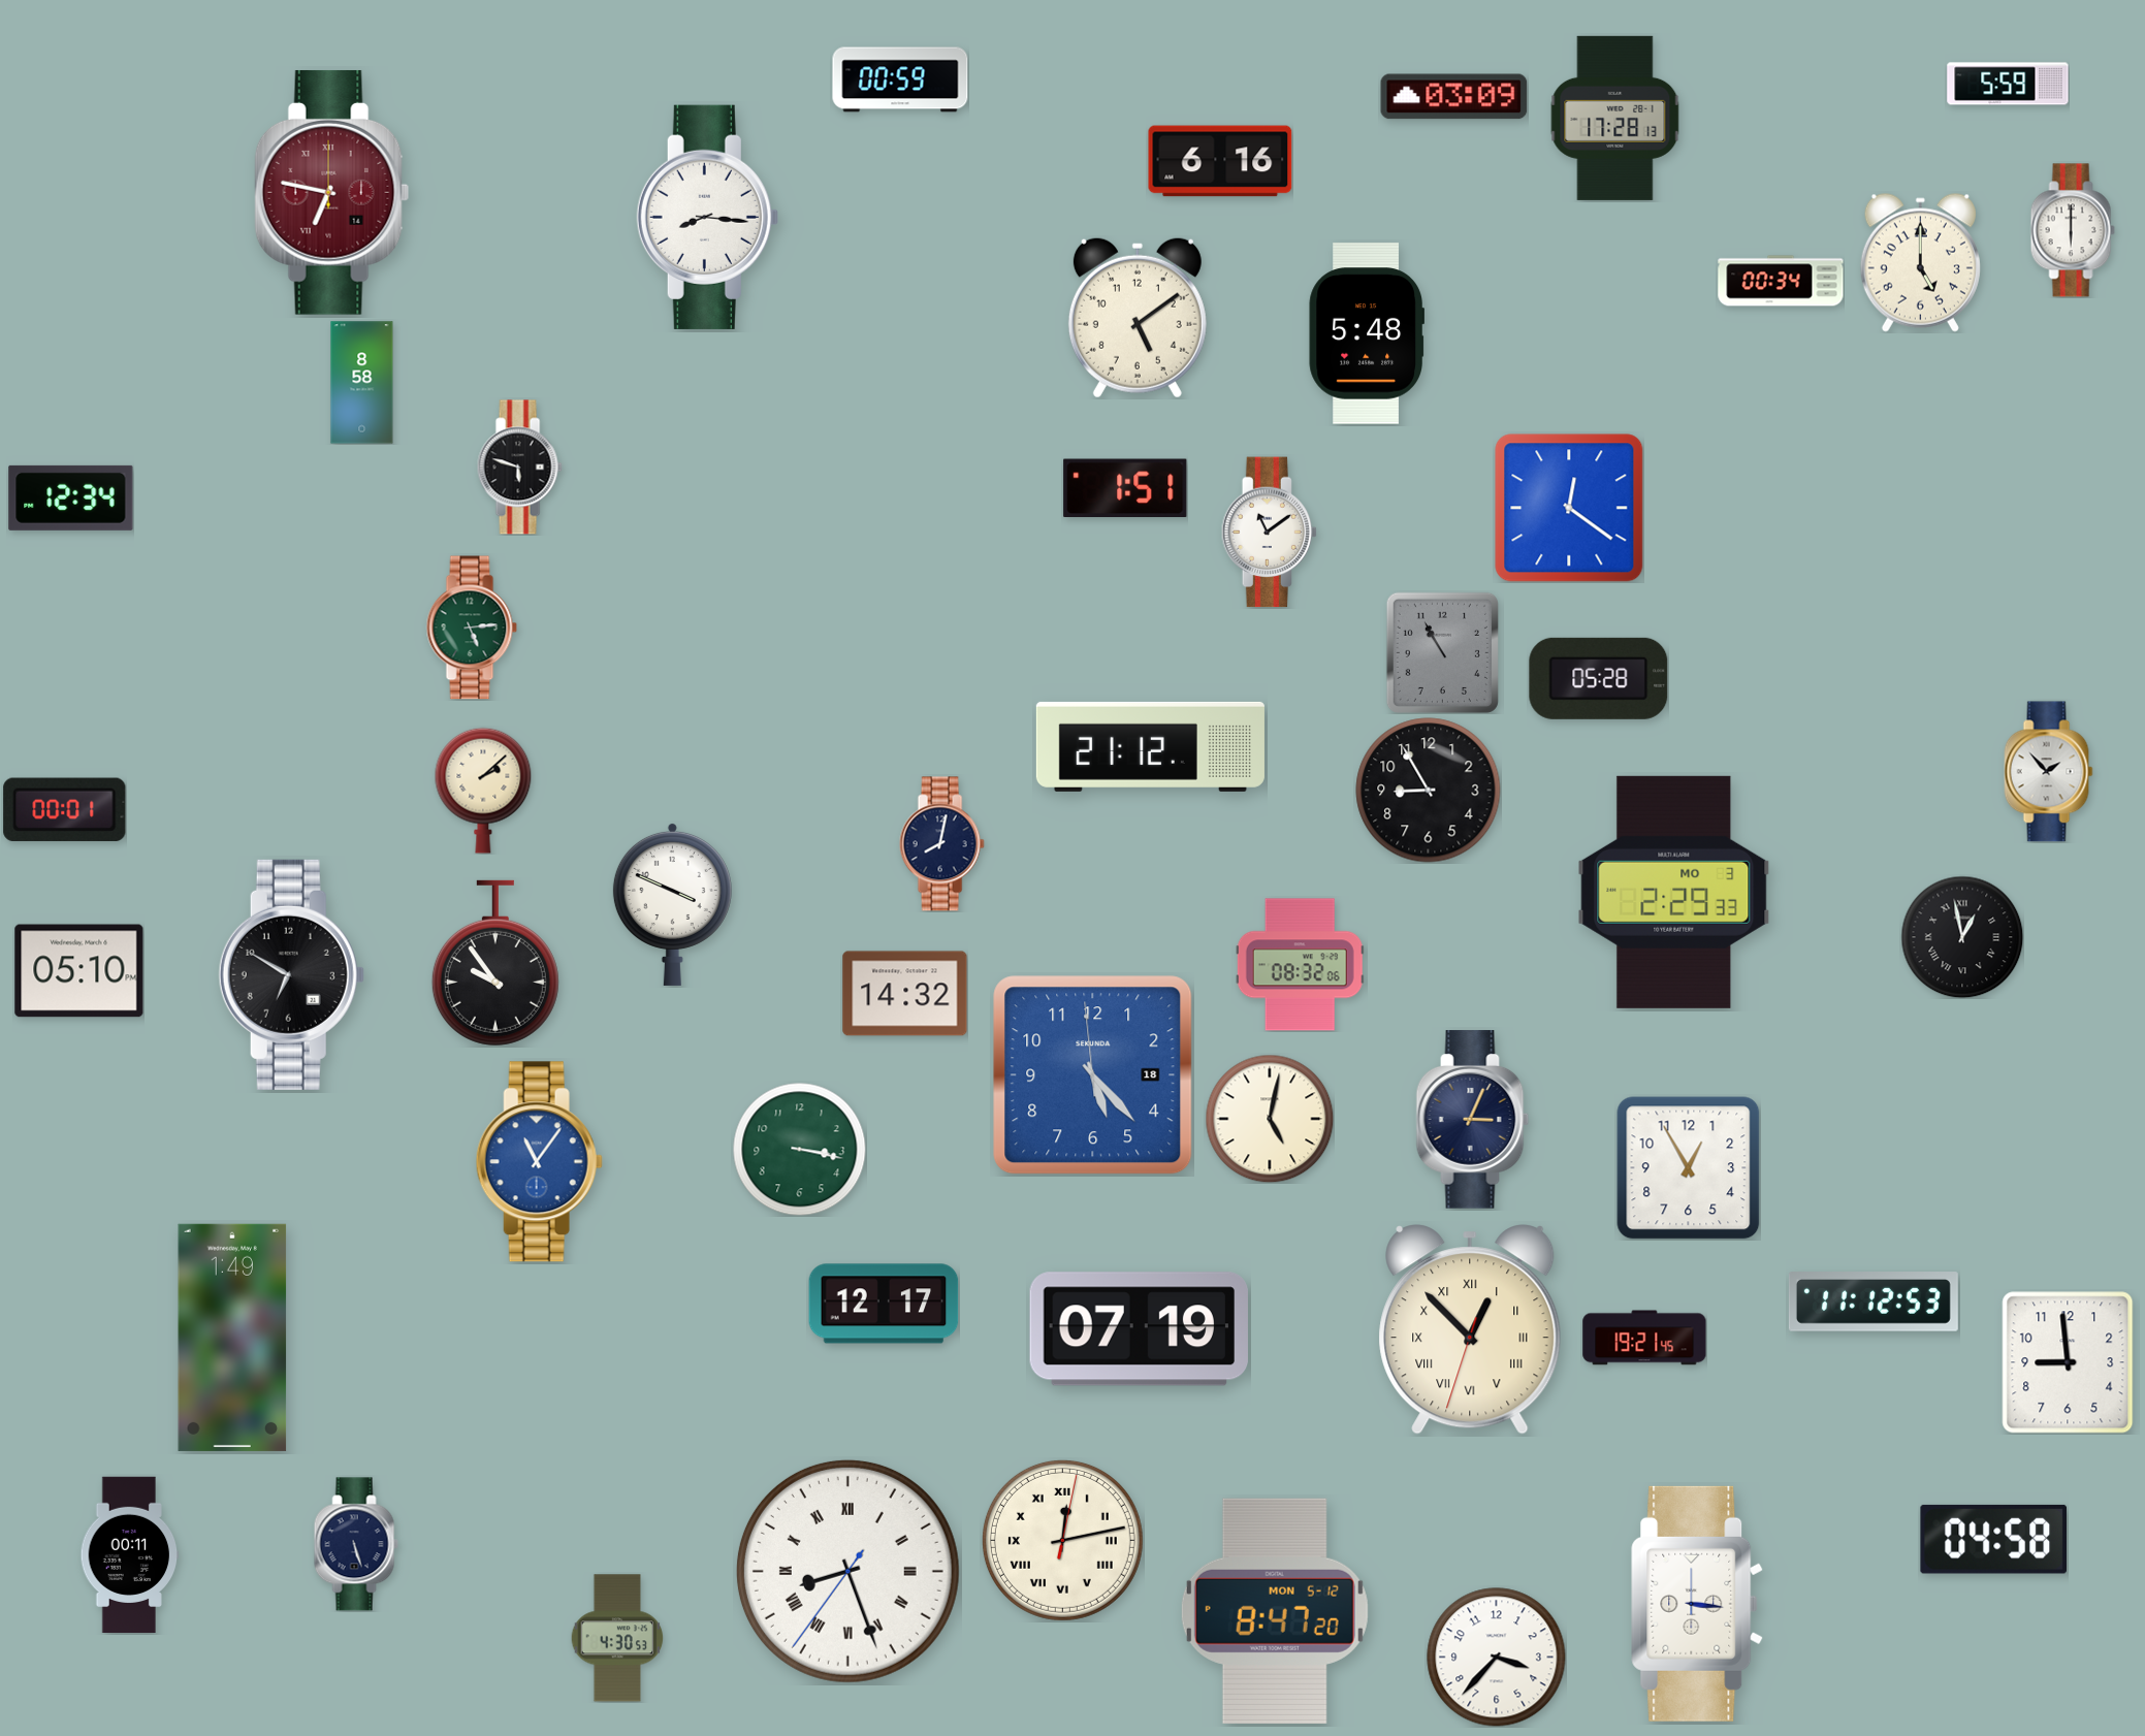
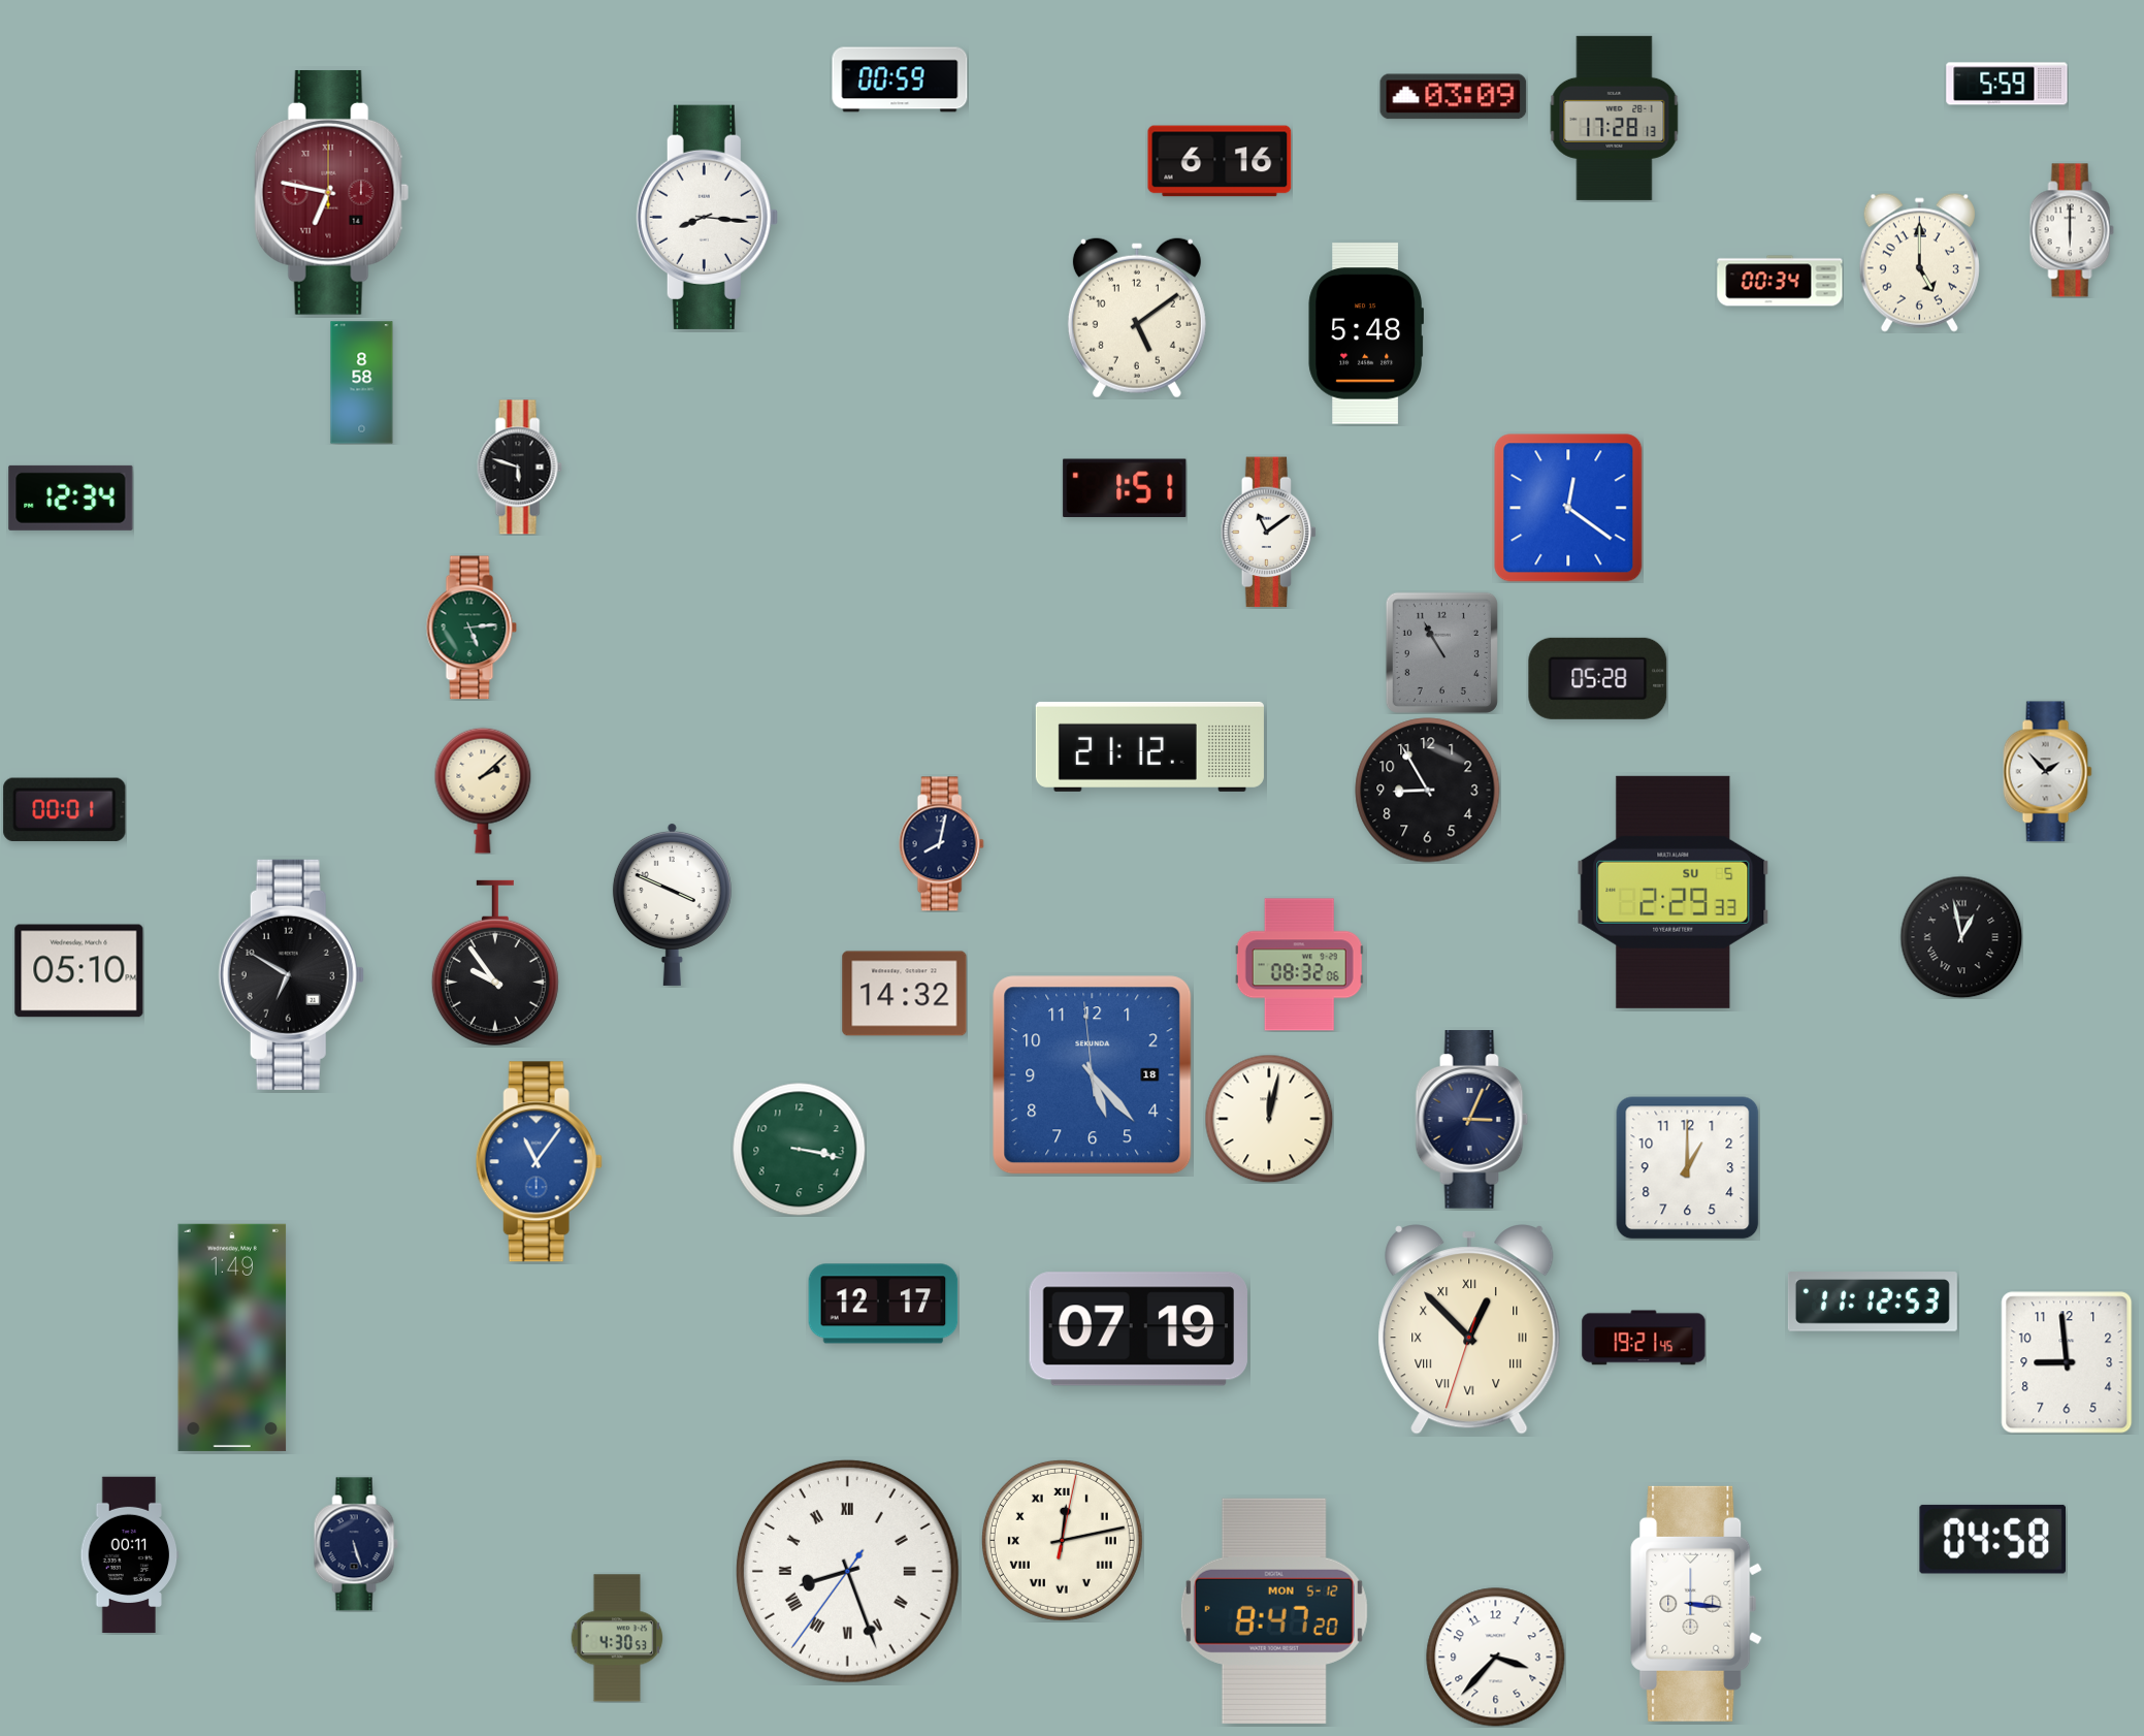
clock at (1674, 892) date: MO 3 -> SU 5
clock at (1270, 1119): 5:02 -> 12:02
clock at (1689, 1168): 12:55 -> 1:00
